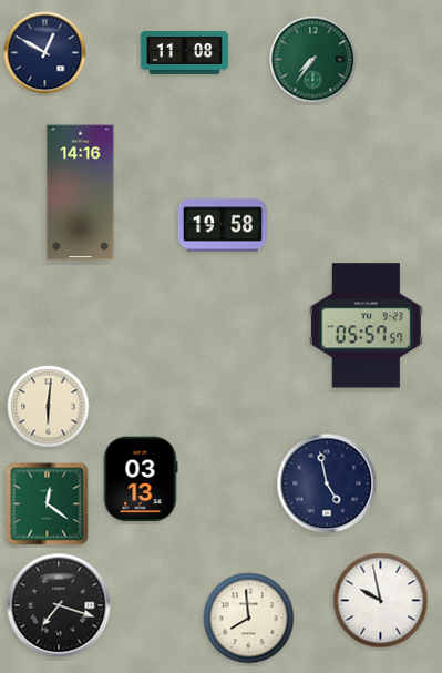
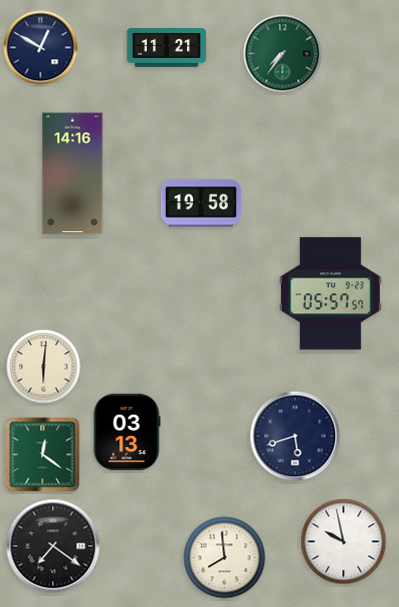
clock at (184, 53): 11:08 -> 11:21
clock at (327, 483): 4:58 -> 5:42
clock at (59, 605): 7:18 -> 7:21
